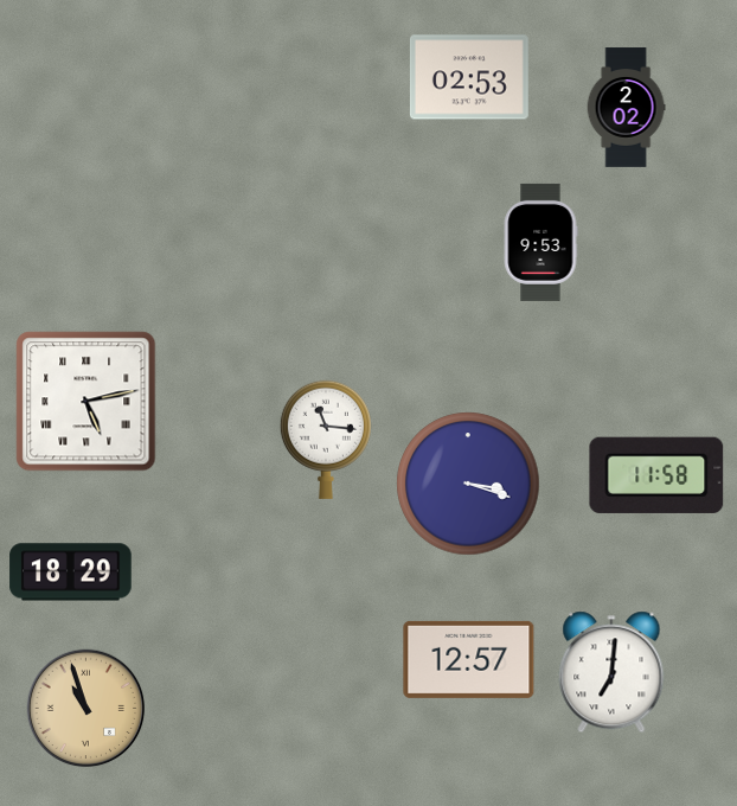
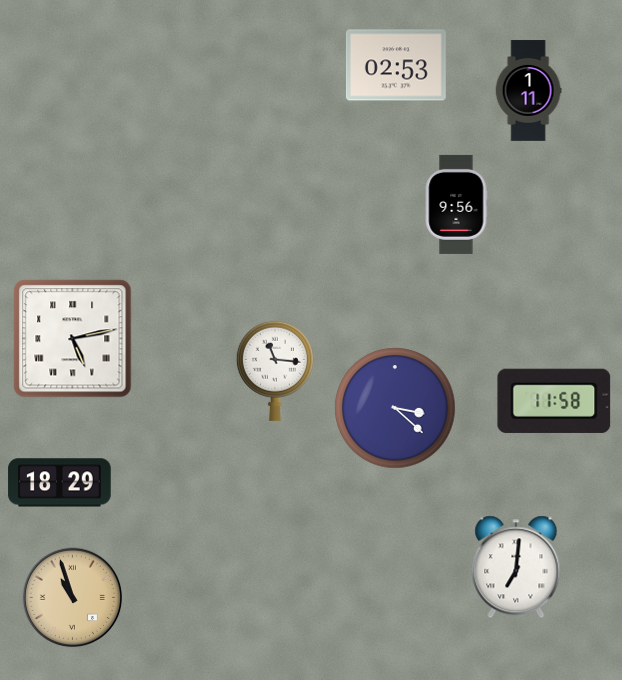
clock at (626, 108): 2:02 -> 1:11
clock at (540, 242): 9:53 -> 9:56
clock at (468, 484): 3:18 -> 3:22
clock at (469, 659): 12:57 -> none
